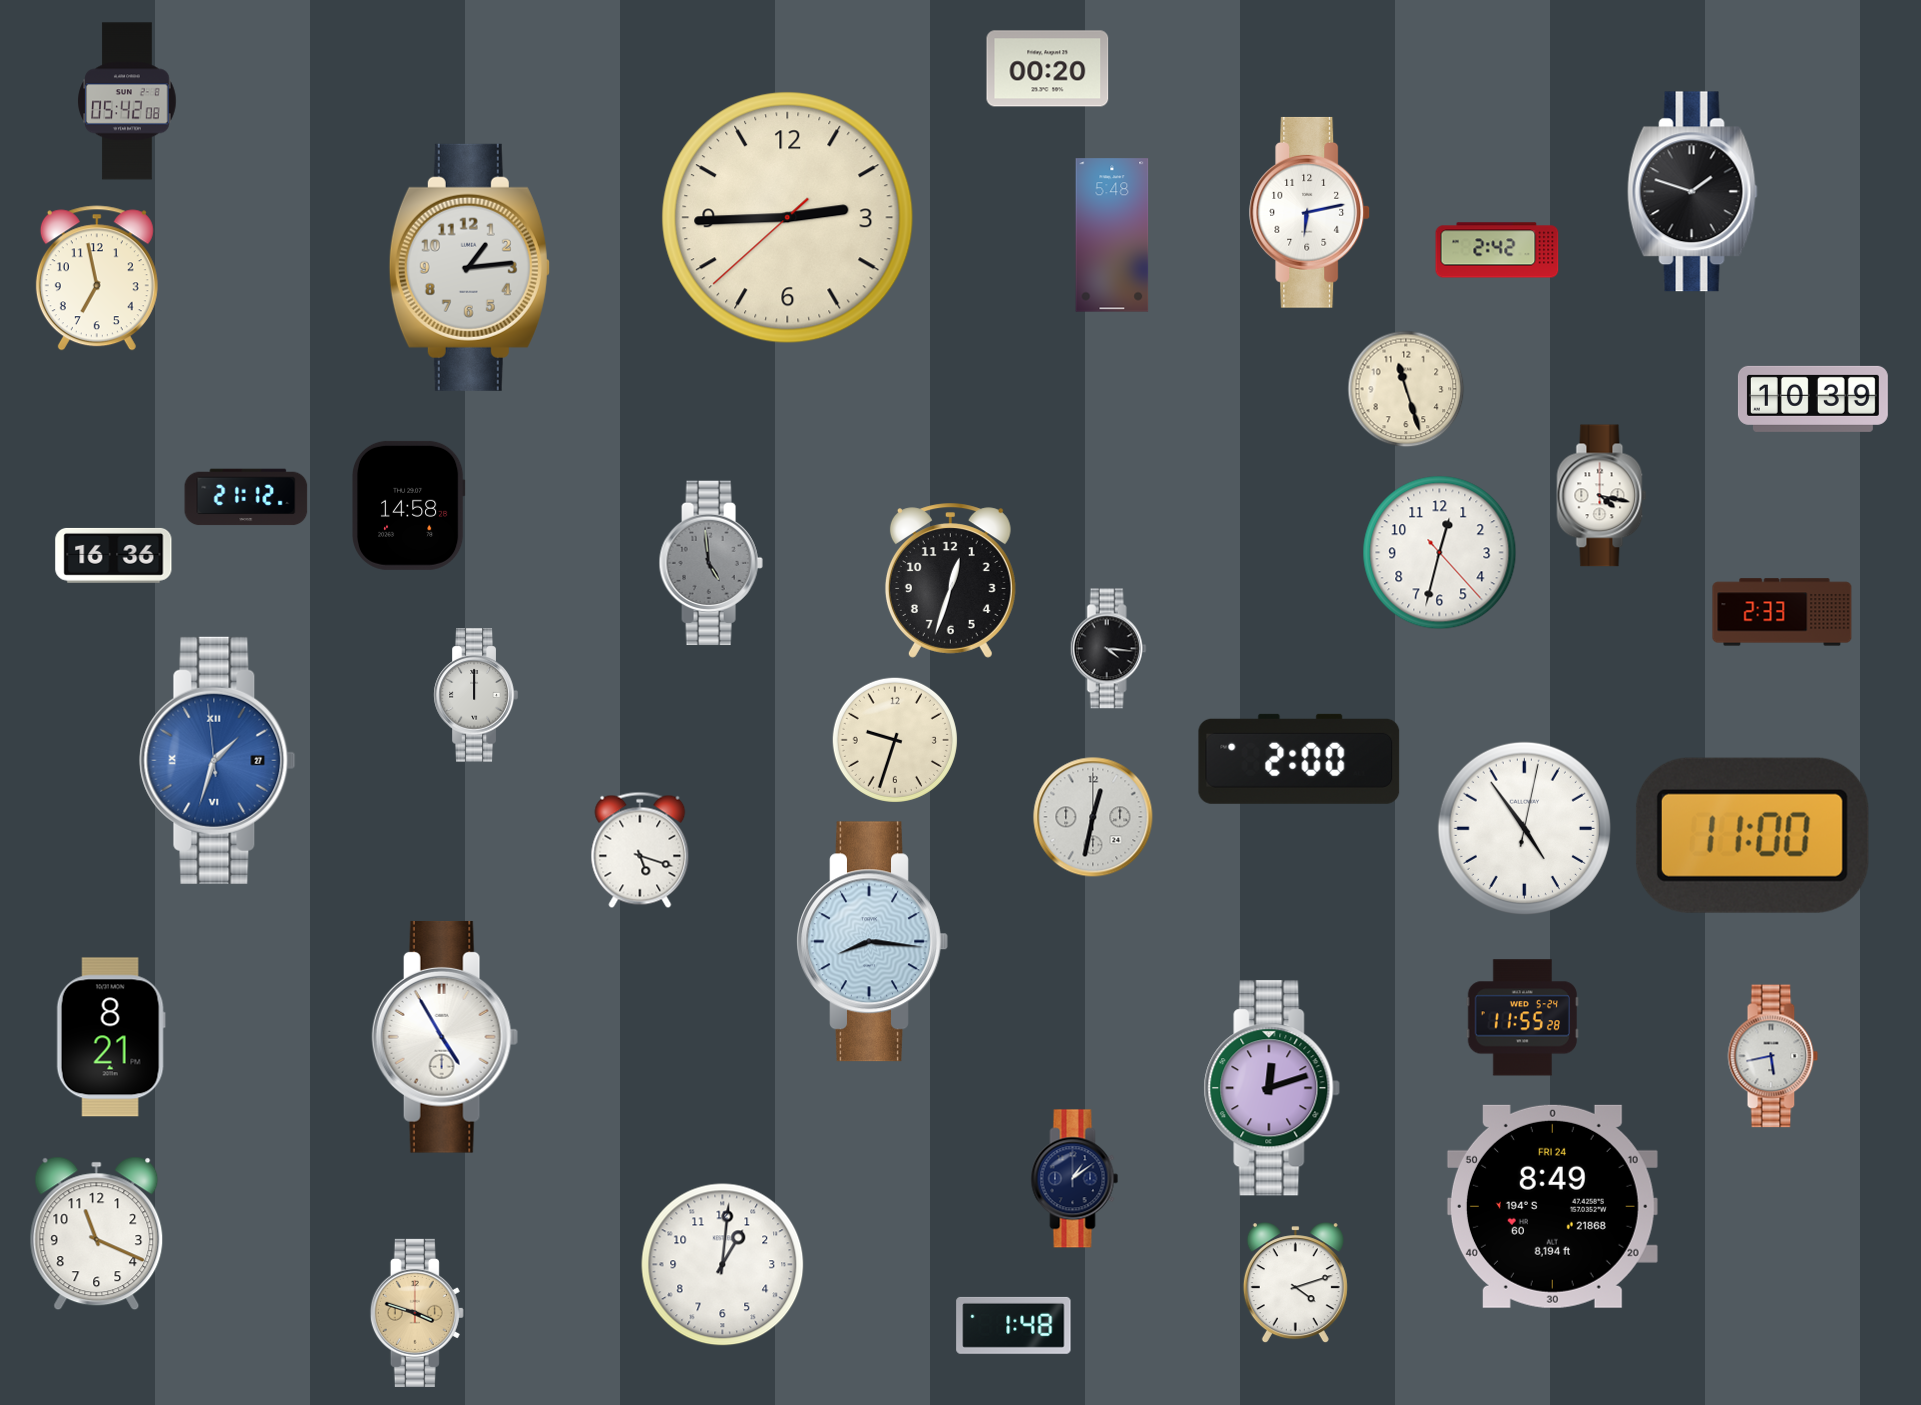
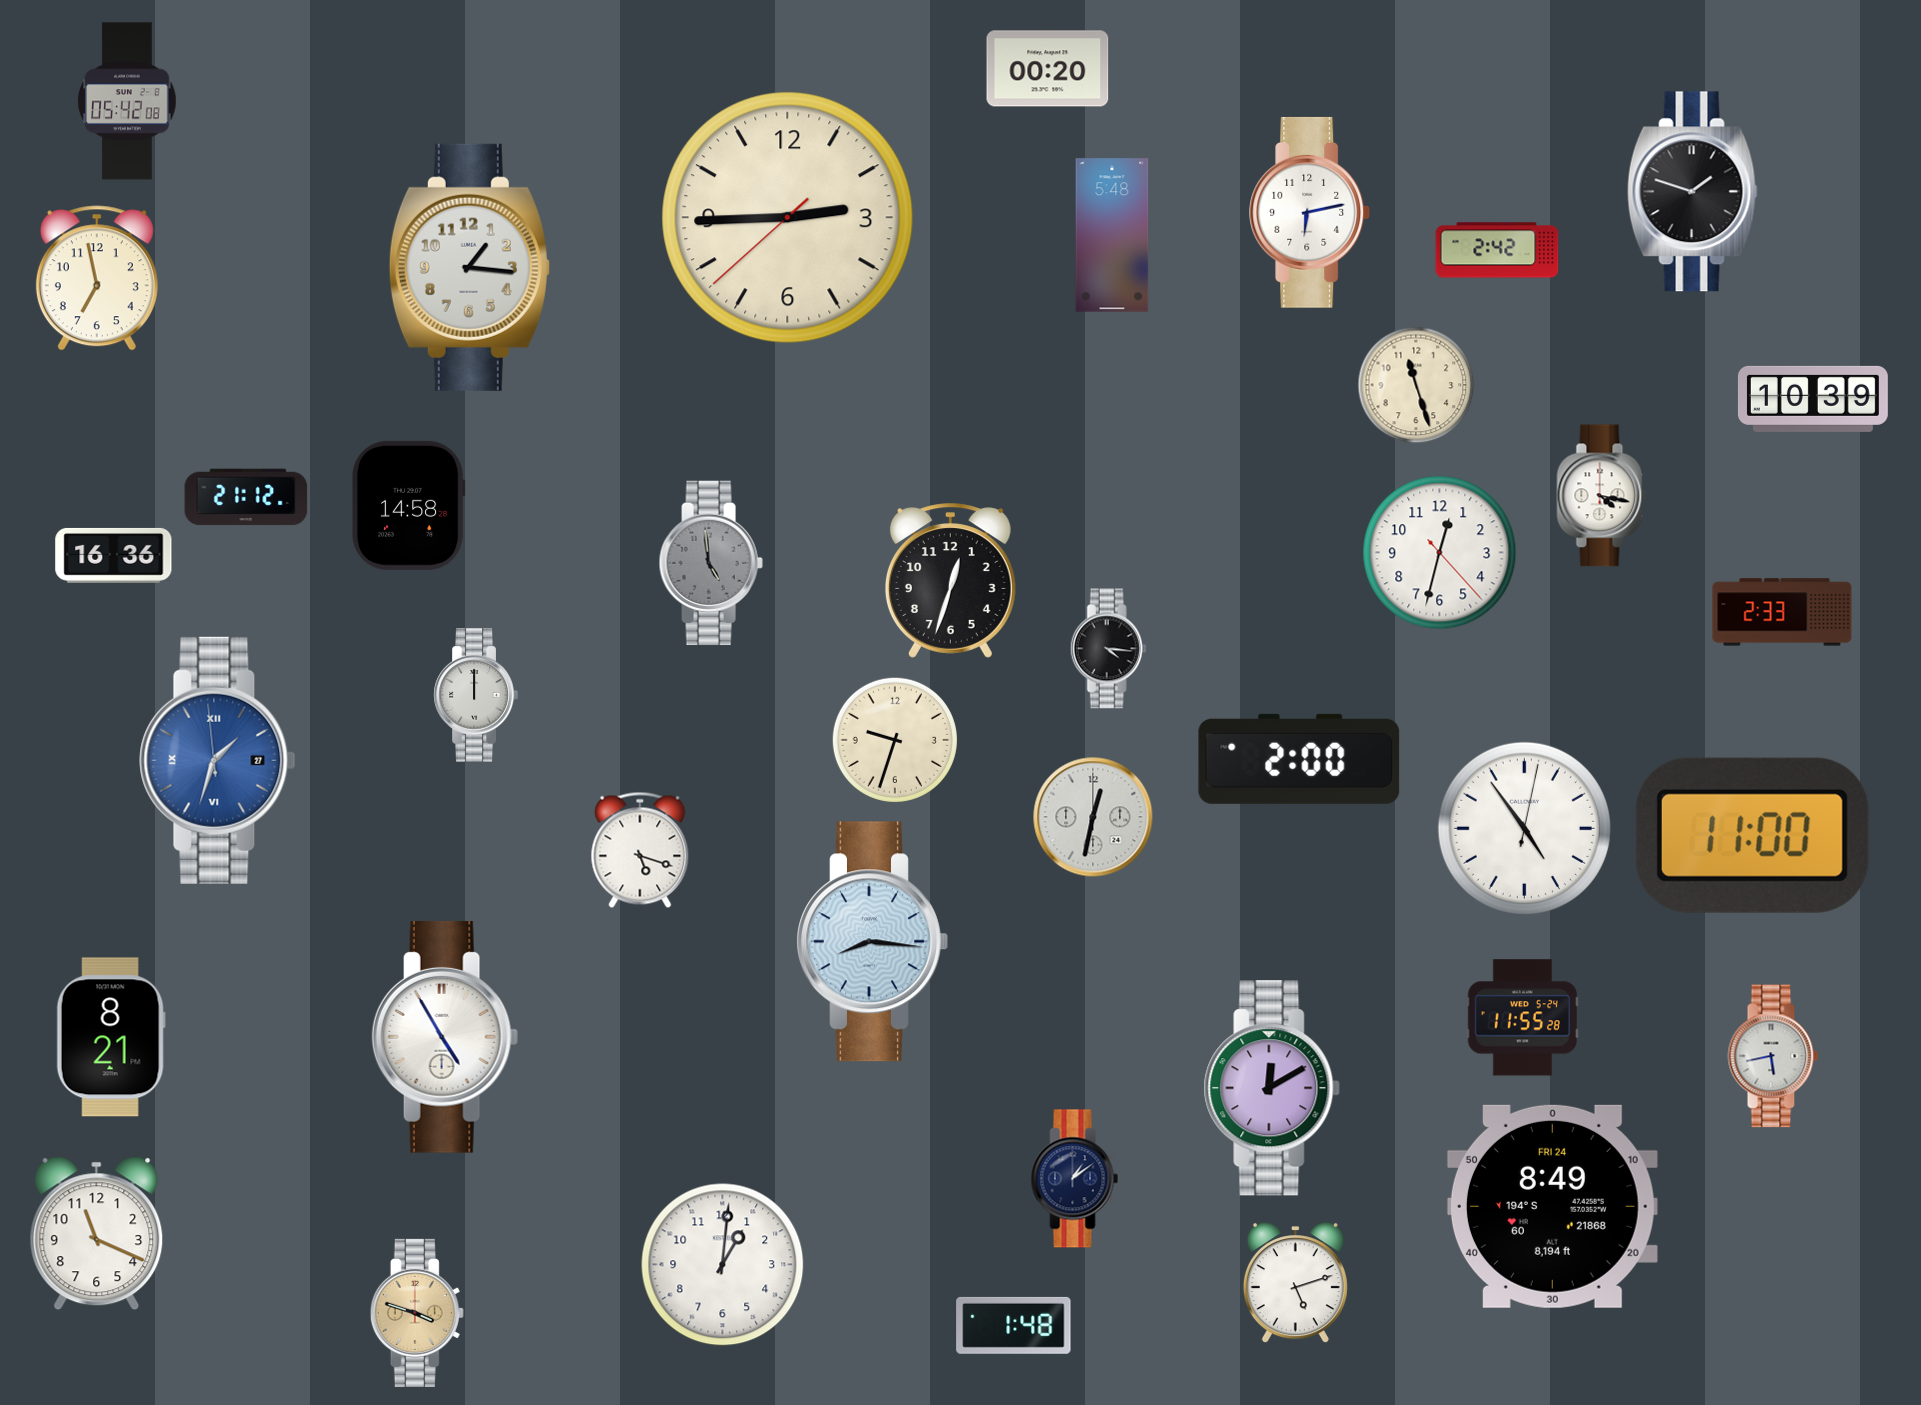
clock at (469, 267): 1:14 -> 1:16
clock at (1406, 389) position: (1406, 389) -> (1416, 385)
clock at (1272, 1088): 12:12 -> 12:10
clock at (1295, 1283): 4:12 -> 5:12
